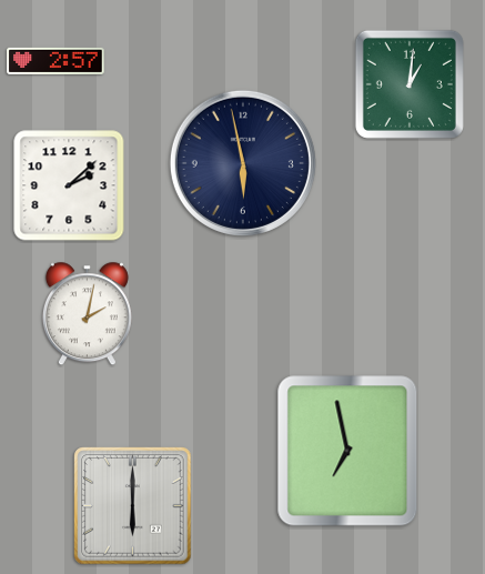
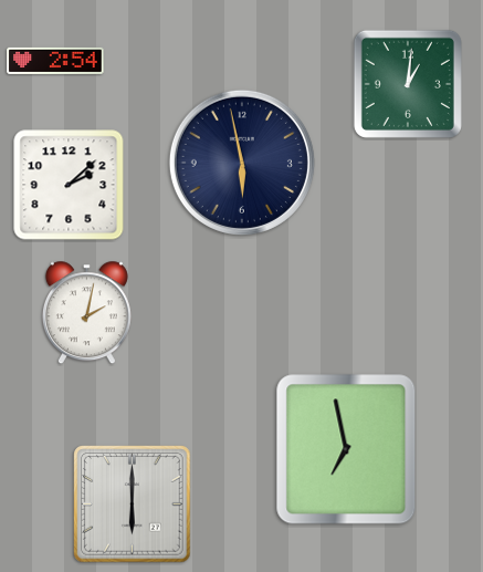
clock at (55, 61): 2:57 -> 2:54
